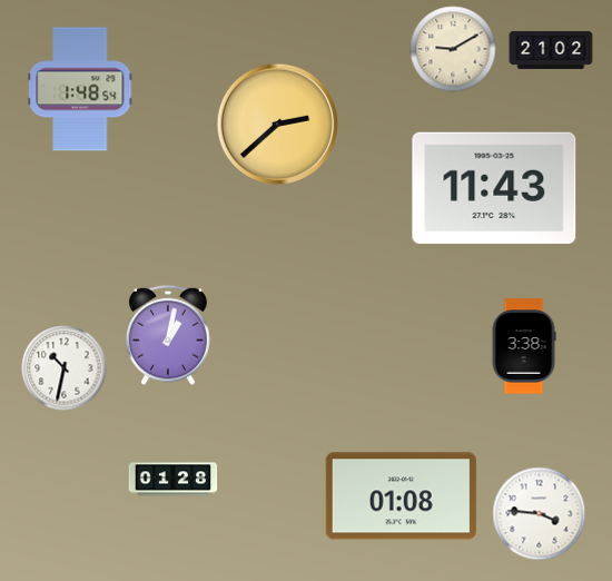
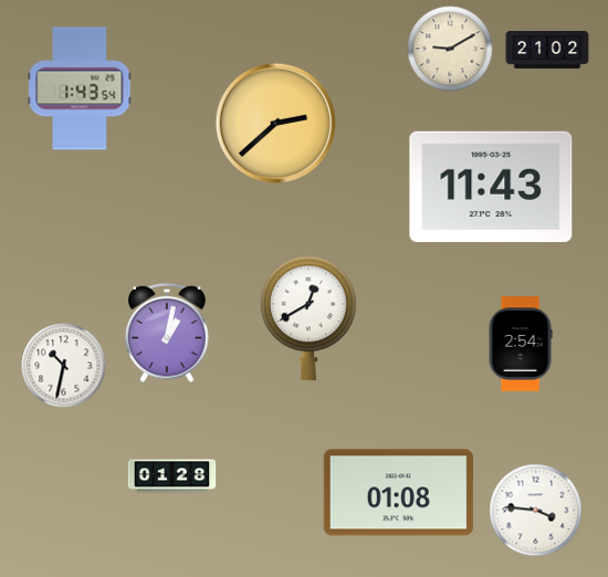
clock at (80, 89): 1:48 -> 1:43
clock at (308, 318): none -> 12:40
clock at (524, 346): 3:38 -> 2:54
